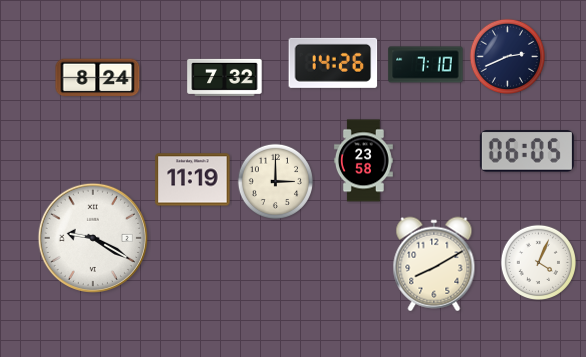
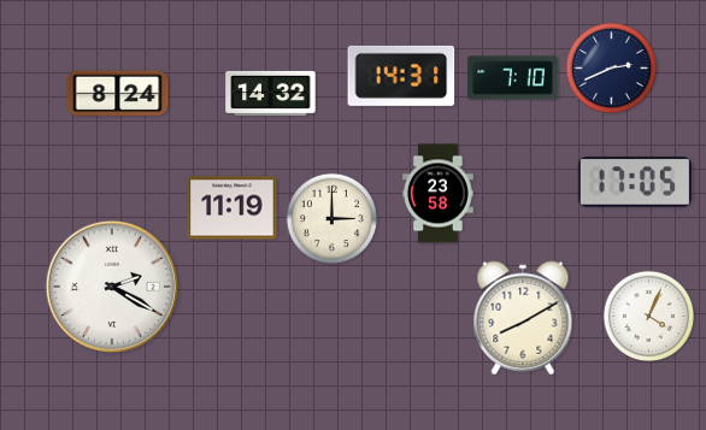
clock at (333, 63): 14:26 -> 14:31
clock at (225, 77): 7:32 -> 14:32
clock at (527, 152): 06:05 -> 17:05
clock at (193, 180) position: (193, 180) -> (233, 208)
clock at (92, 237): 9:20 -> 2:20
